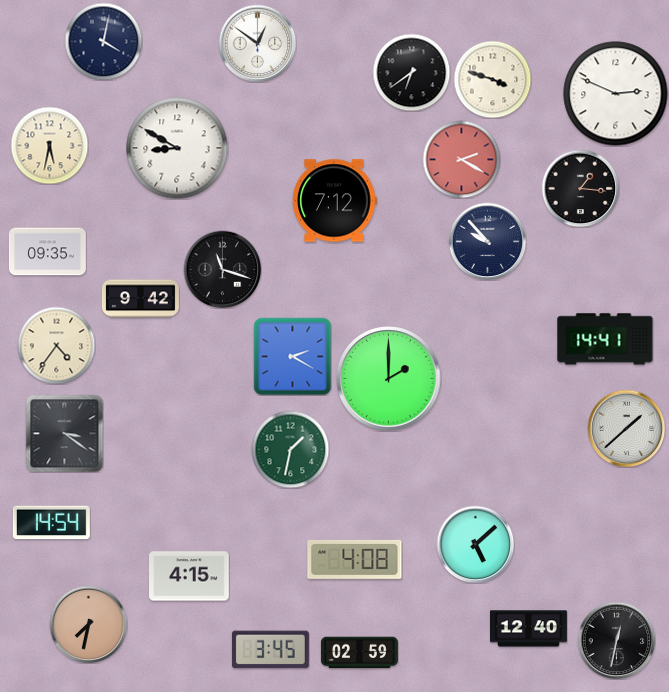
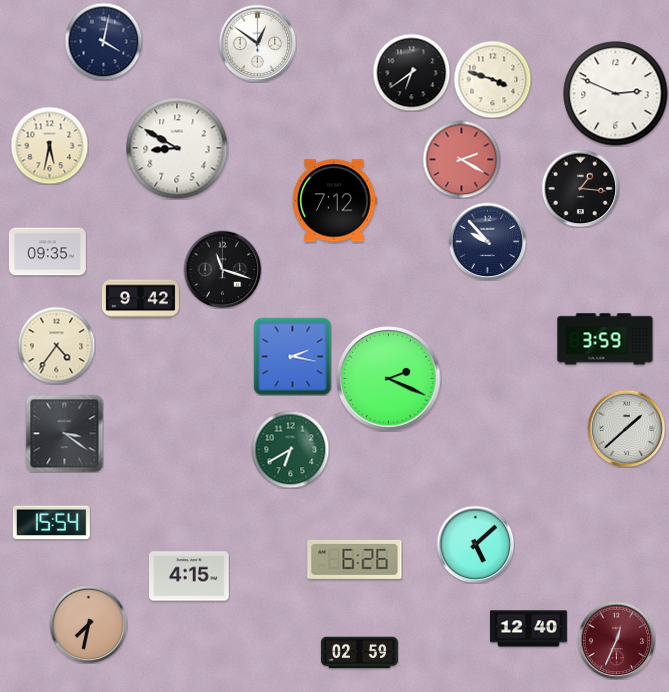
clock at (605, 339): 14:41 -> 3:59
clock at (292, 356): 2:20 -> 2:17
clock at (389, 379): 2:00 -> 2:19
clock at (290, 449): 1:32 -> 6:40
clock at (51, 523): 14:54 -> 15:54
clock at (355, 559): 4:08 -> 6:26
clock at (616, 640): 12:32 -> 12:34
clock at (616, 640) dial: black -> burgundy
clock at (270, 650): 3:45 -> none
